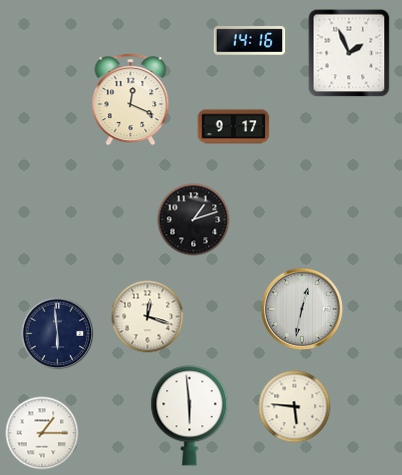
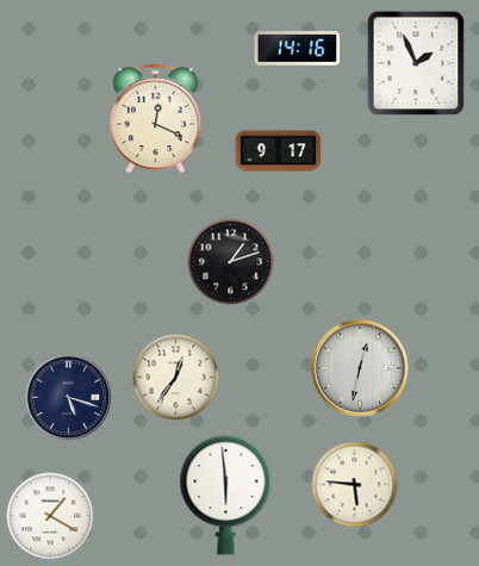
clock at (148, 317): 12:18 -> 12:36
clock at (58, 334): 5:59 -> 5:18
clock at (295, 407) position: (295, 407) -> (355, 485)
clock at (42, 433): 1:15 -> 1:20
